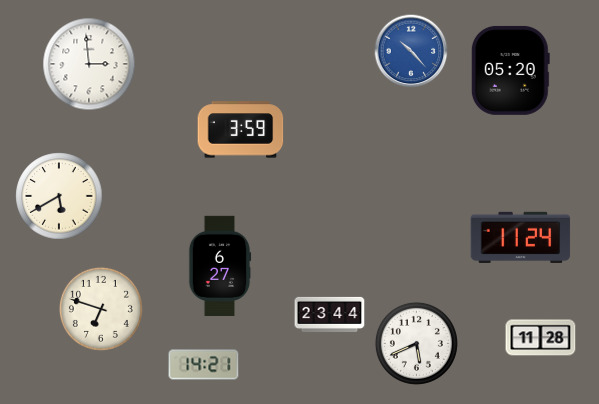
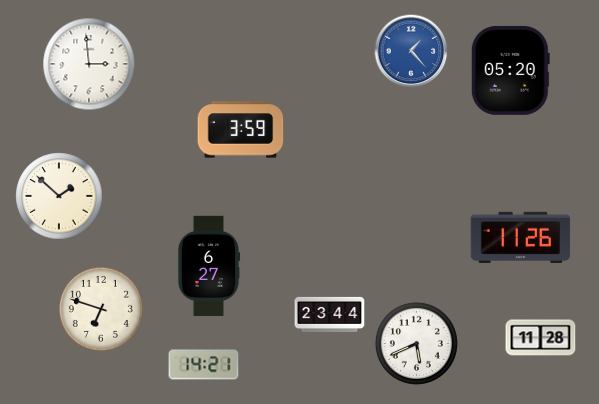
clock at (411, 51): 10:23 -> 1:23
clock at (59, 196): 5:40 -> 1:52
clock at (521, 237): 11:24 -> 11:26
clock at (220, 265) position: (220, 265) -> (209, 265)
